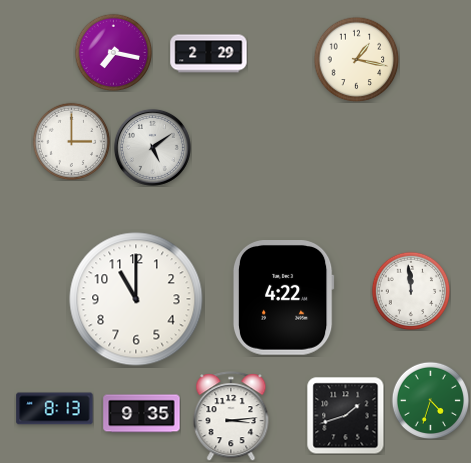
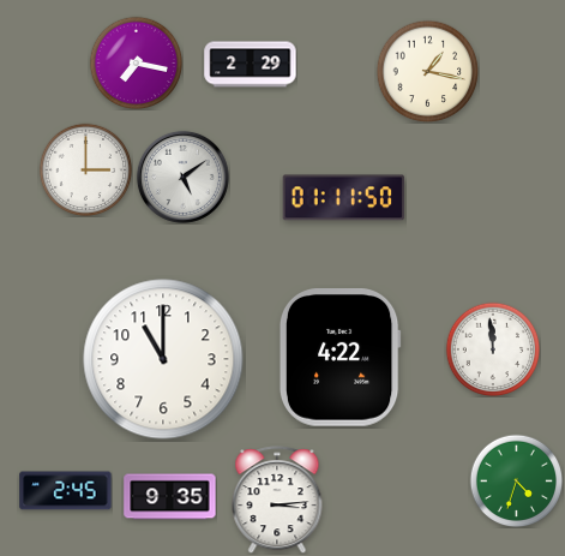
clock at (344, 198): none -> 01:11
clock at (55, 409): 8:13 -> 2:45
clock at (345, 415): 1:42 -> none
